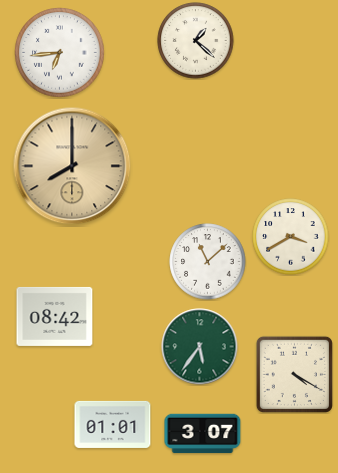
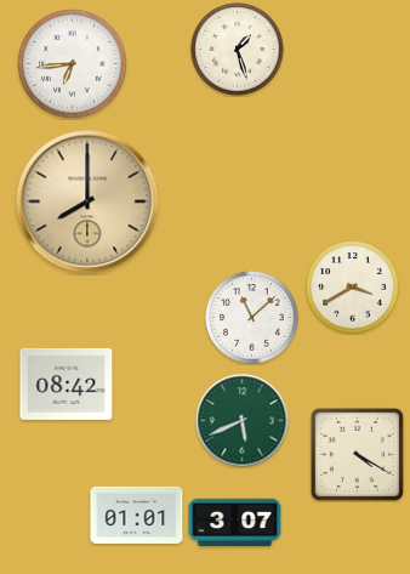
clock at (196, 41): 1:22 -> 1:27
clock at (200, 347): 5:36 -> 5:41
clock at (203, 434) position: (203, 434) -> (235, 523)
